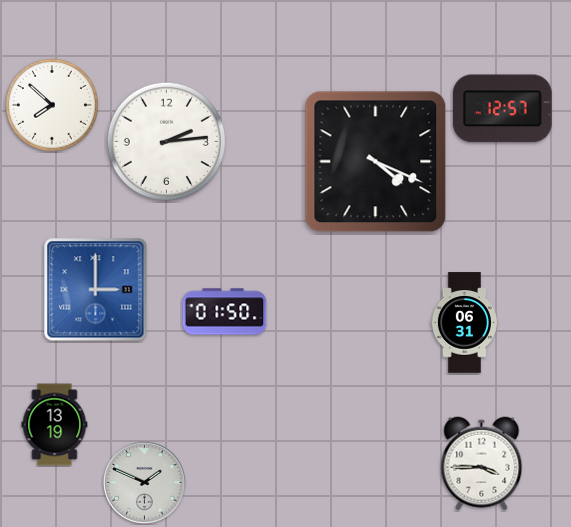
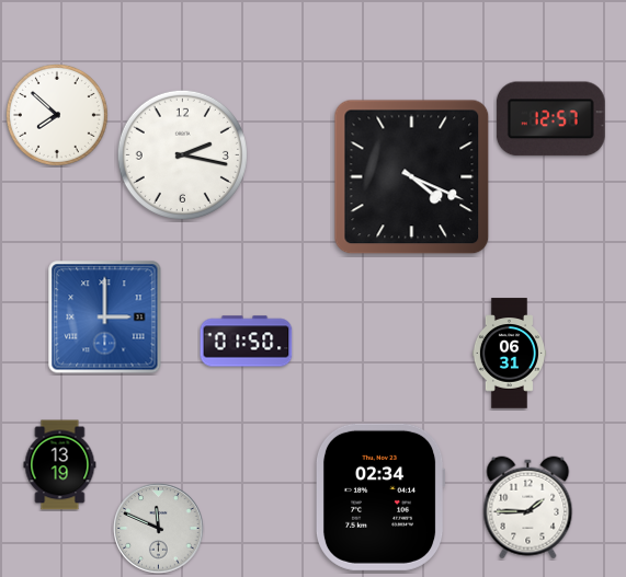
clock at (166, 141): 2:14 -> 2:17
clock at (380, 497): none -> 02:34
clock at (482, 464): 3:45 -> 1:45
clock at (145, 483): 1:49 -> 11:49
